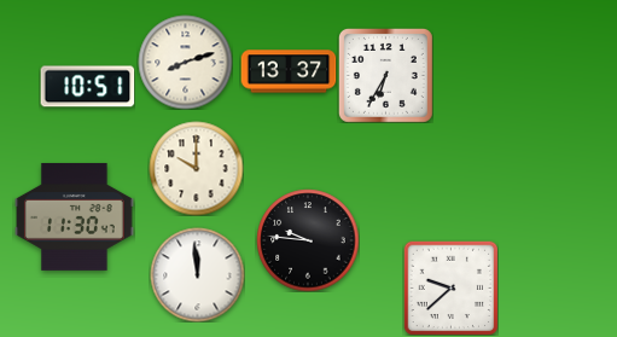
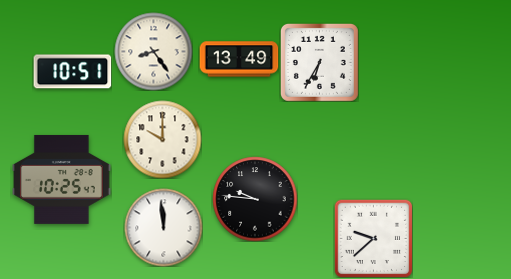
clock at (185, 62): 8:12 -> 8:24
clock at (289, 71): 13:37 -> 13:49
clock at (75, 216): 11:30 -> 10:25
